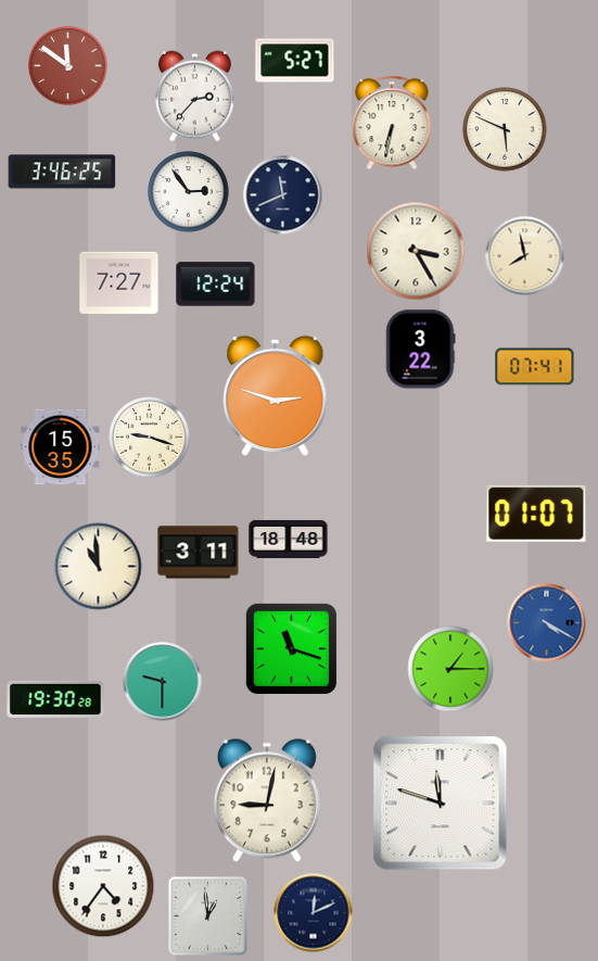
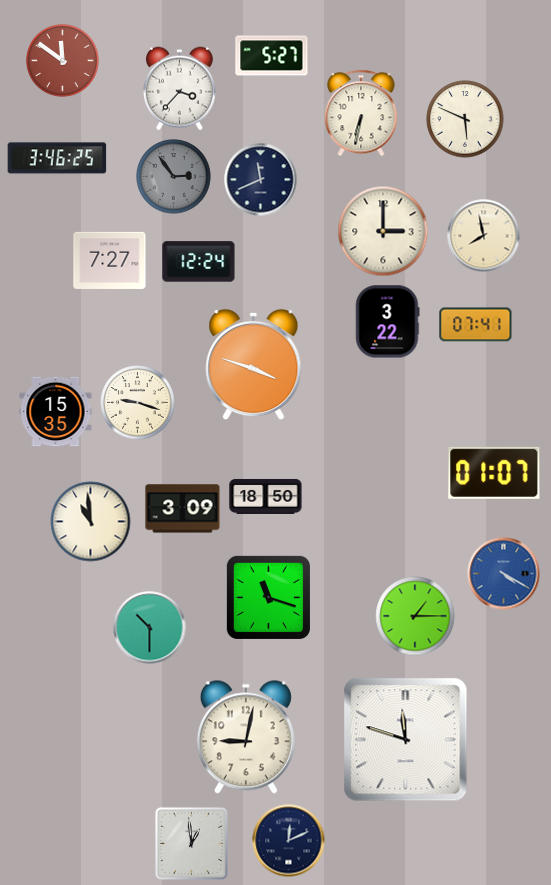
clock at (194, 97): 2:37 -> 3:37
clock at (189, 192) dial: white -> grey
clock at (416, 251): 3:25 -> 3:00
clock at (535, 367) position: (535, 367) -> (476, 325)
clock at (276, 396): 2:48 -> 3:48
clock at (289, 539): 18:48 -> 18:50
clock at (199, 553): 3:11 -> 3:09
clock at (163, 682): 9:30 -> 10:30
clock at (55, 699): 19:30 -> none
clock at (103, 886): 4:36 -> none
